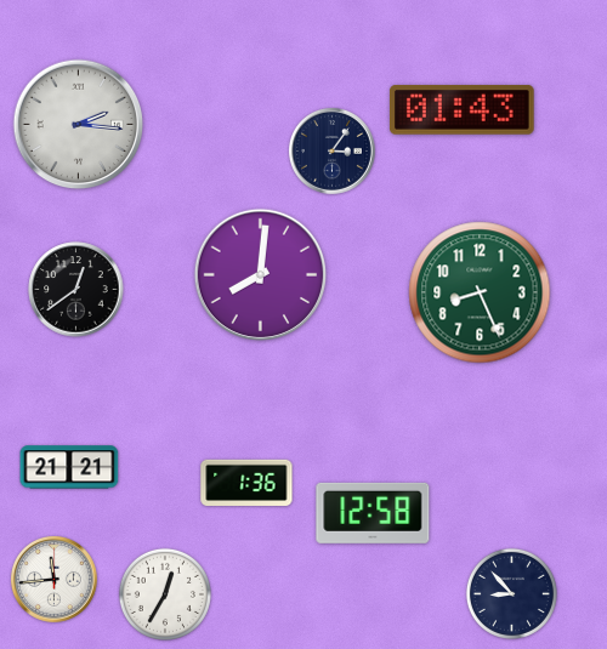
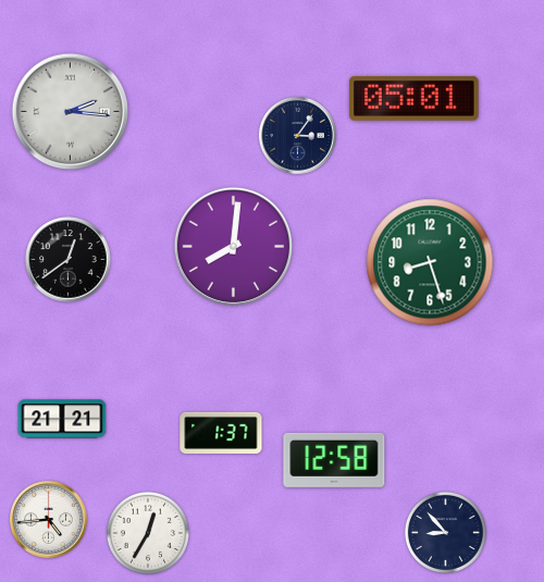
clock at (461, 110): 01:43 -> 05:01
clock at (480, 292): 8:26 -> 8:27
clock at (246, 483): 1:36 -> 1:37
clock at (53, 579): 11:44 -> 4:44
clock at (511, 593) position: (511, 593) -> (445, 532)
